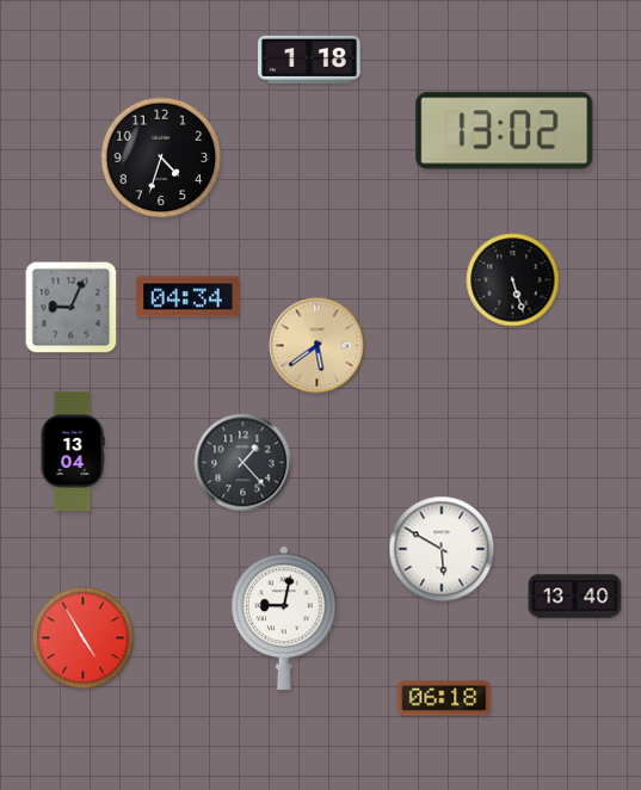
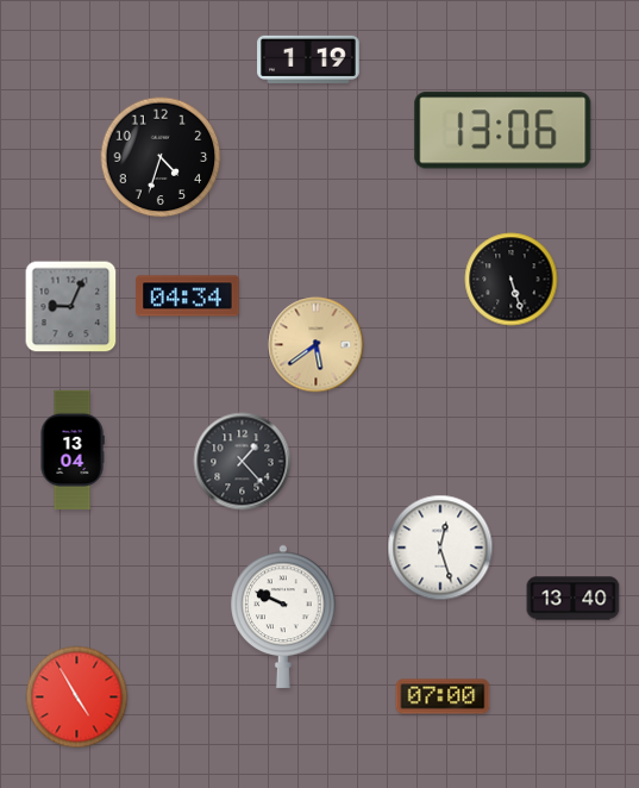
clock at (310, 60): 1:18 -> 1:19
clock at (505, 131): 13:02 -> 13:06
clock at (442, 549): 5:50 -> 12:27
clock at (575, 597) position: (575, 597) -> (574, 599)
clock at (284, 618): 9:02 -> 9:49
clock at (84, 638) position: (84, 638) -> (77, 698)
clock at (444, 698): 06:18 -> 07:00
